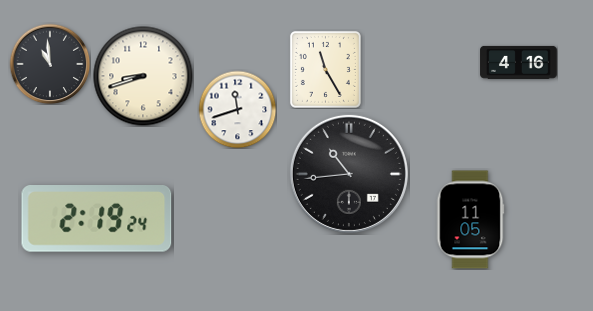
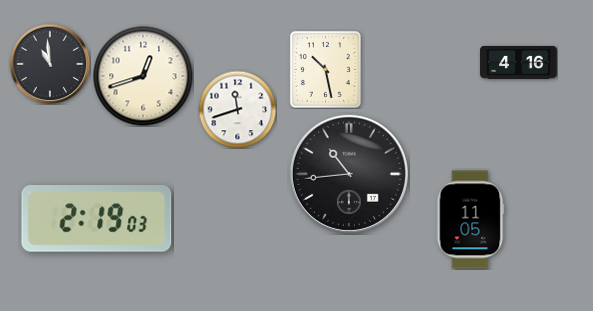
clock at (325, 69): 11:25 -> 10:28
clock at (143, 76): 8:42 -> 12:42
clock at (97, 219): 2:19:24 -> 2:19:03
